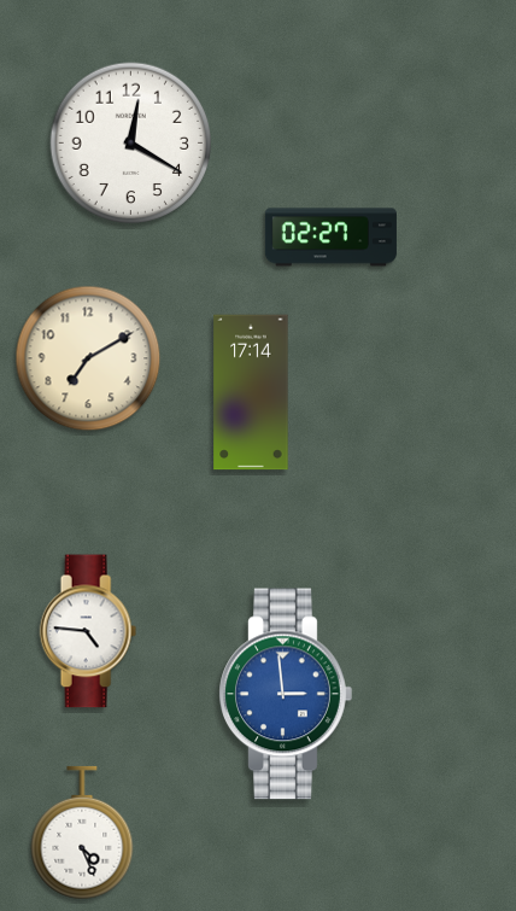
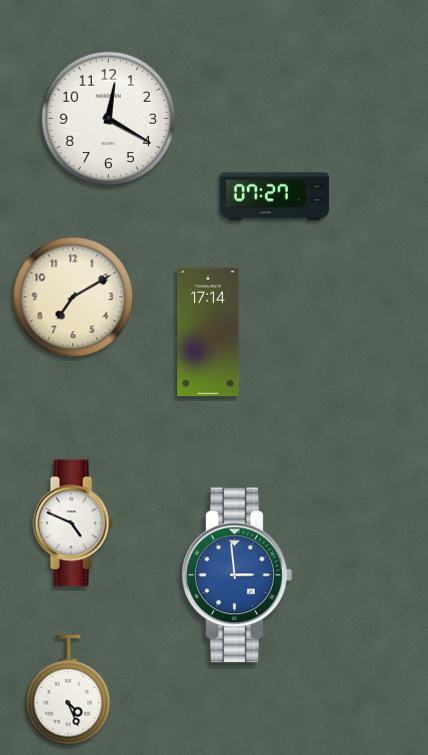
clock at (330, 238): 02:27 -> 07:27
clock at (251, 392) position: (251, 392) -> (208, 332)
clock at (88, 631): 4:46 -> 4:49
